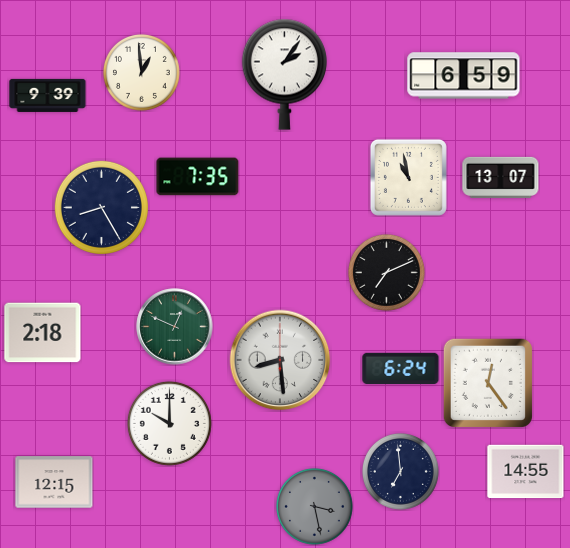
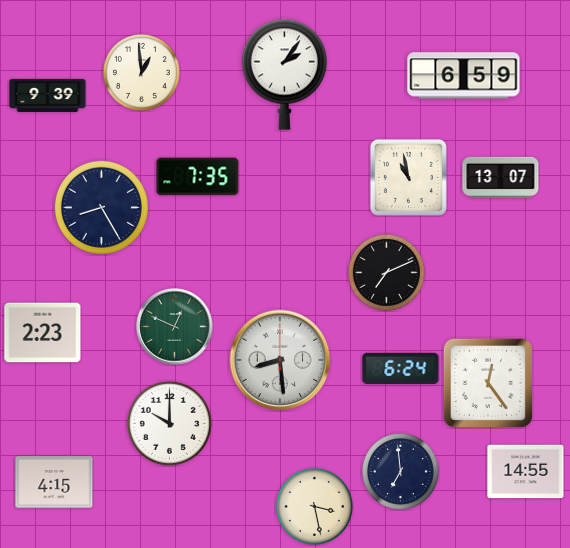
clock at (43, 333): 2:18 -> 2:23
clock at (54, 482): 12:15 -> 4:15
clock at (314, 506) dial: grey -> cream
